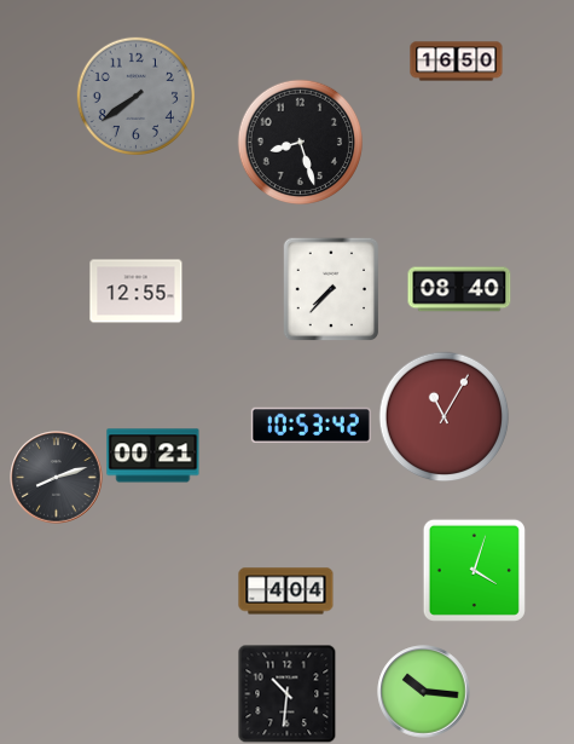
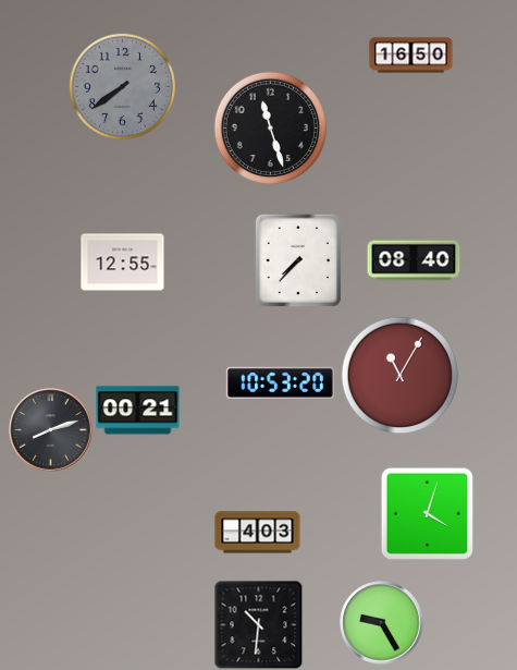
clock at (300, 142): 8:27 -> 11:27
clock at (311, 425): 10:53:42 -> 10:53:20
clock at (286, 592): 4:04 -> 4:03
clock at (424, 692): 10:16 -> 9:25
